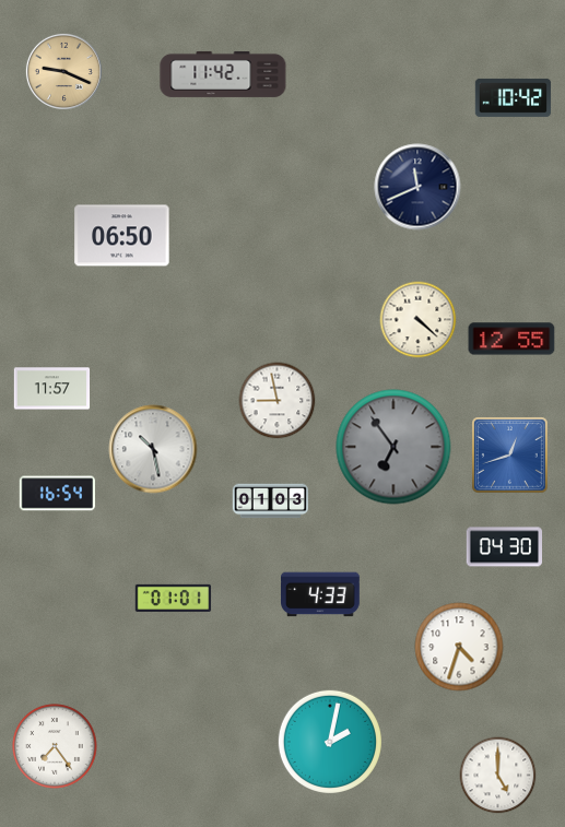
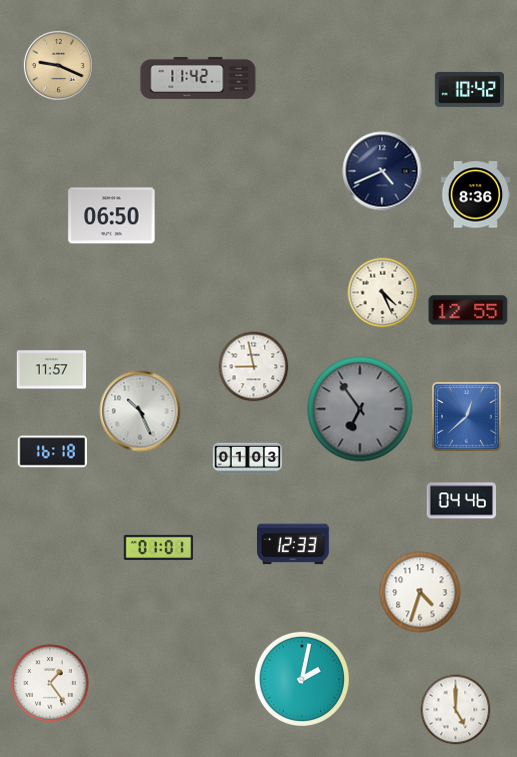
clock at (223, 74) position: (223, 74) -> (198, 78)
clock at (417, 187): 11:41 -> 4:41
clock at (476, 195): none -> 8:36
clock at (419, 320): 4:22 -> 4:26
clock at (52, 389) position: (52, 389) -> (52, 370)
clock at (153, 449): 10:28 -> 10:26
clock at (510, 456): 12:42 -> 12:38
clock at (57, 494): 16:54 -> 16:18
clock at (504, 547): 04:30 -> 04:46
clock at (321, 594): 4:33 -> 12:33
clock at (55, 746): 7:24 -> 1:24
